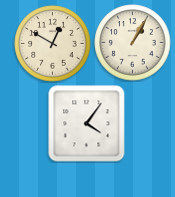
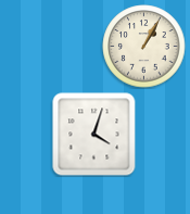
clock at (53, 44): 12:50 -> none
clock at (87, 124): 4:06 -> 4:03
